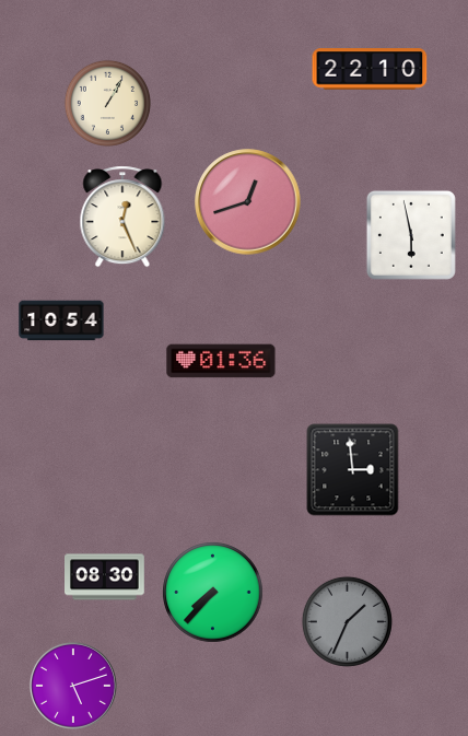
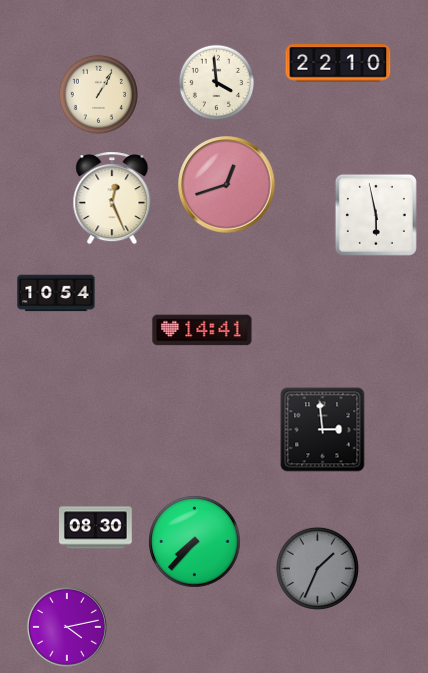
clock at (217, 83): none -> 3:59
clock at (221, 361): 01:36 -> 14:41
clock at (73, 686): 5:12 -> 4:13
